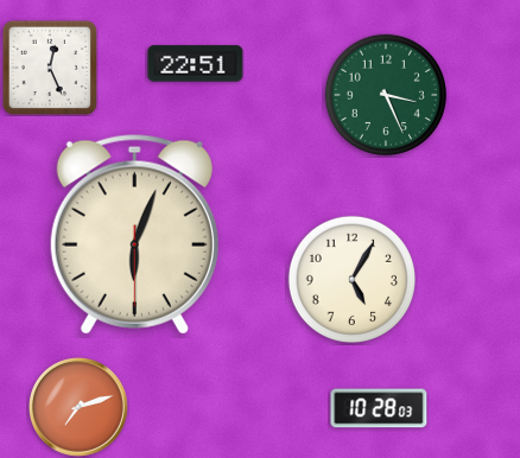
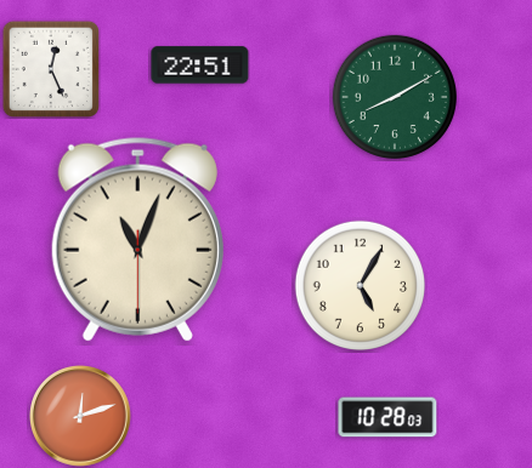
clock at (385, 94): 3:26 -> 8:10
clock at (134, 235): 6:03 -> 11:03
clock at (80, 408): 7:12 -> 12:12
